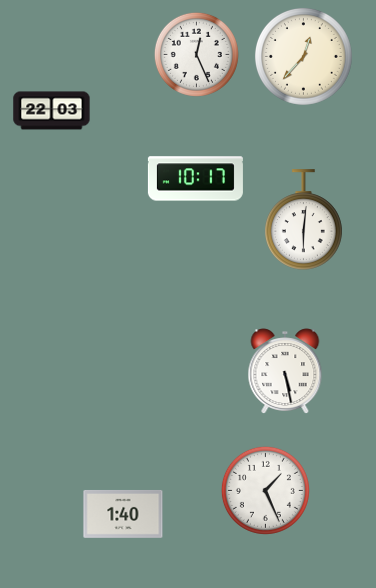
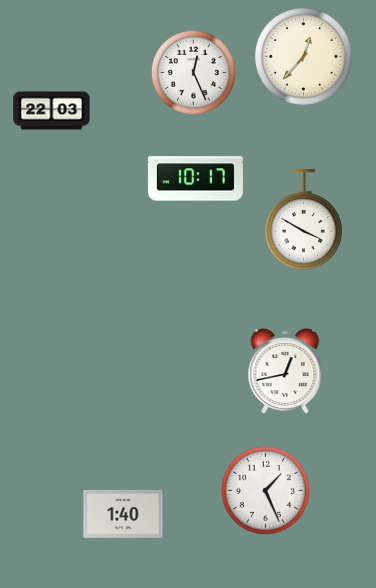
clock at (196, 54) position: (196, 54) -> (193, 72)
clock at (303, 220): 6:01 -> 3:50
clock at (285, 371): 5:28 -> 12:43
